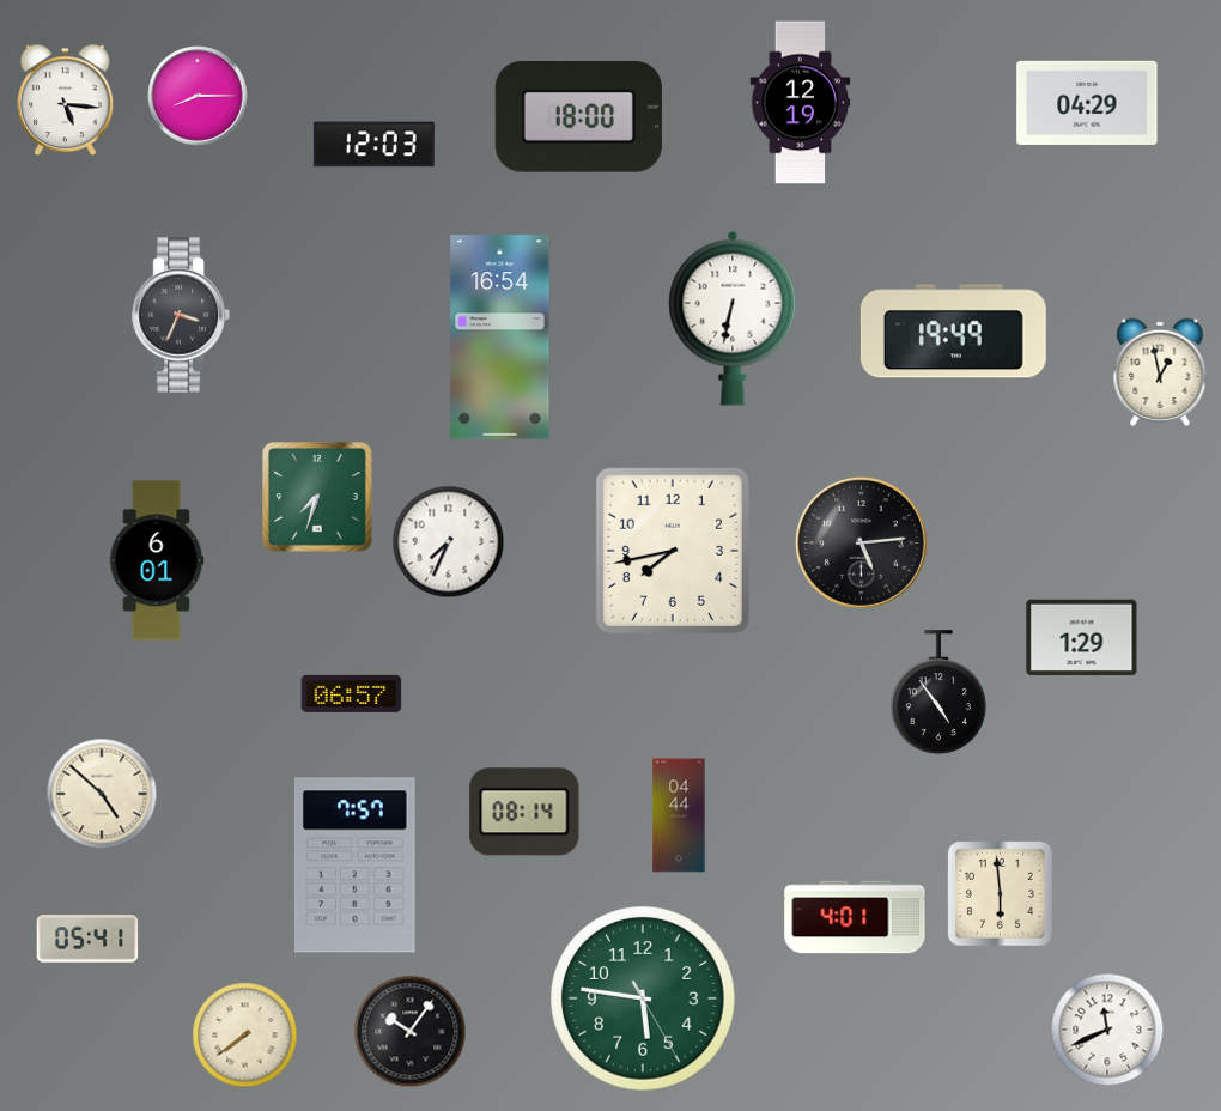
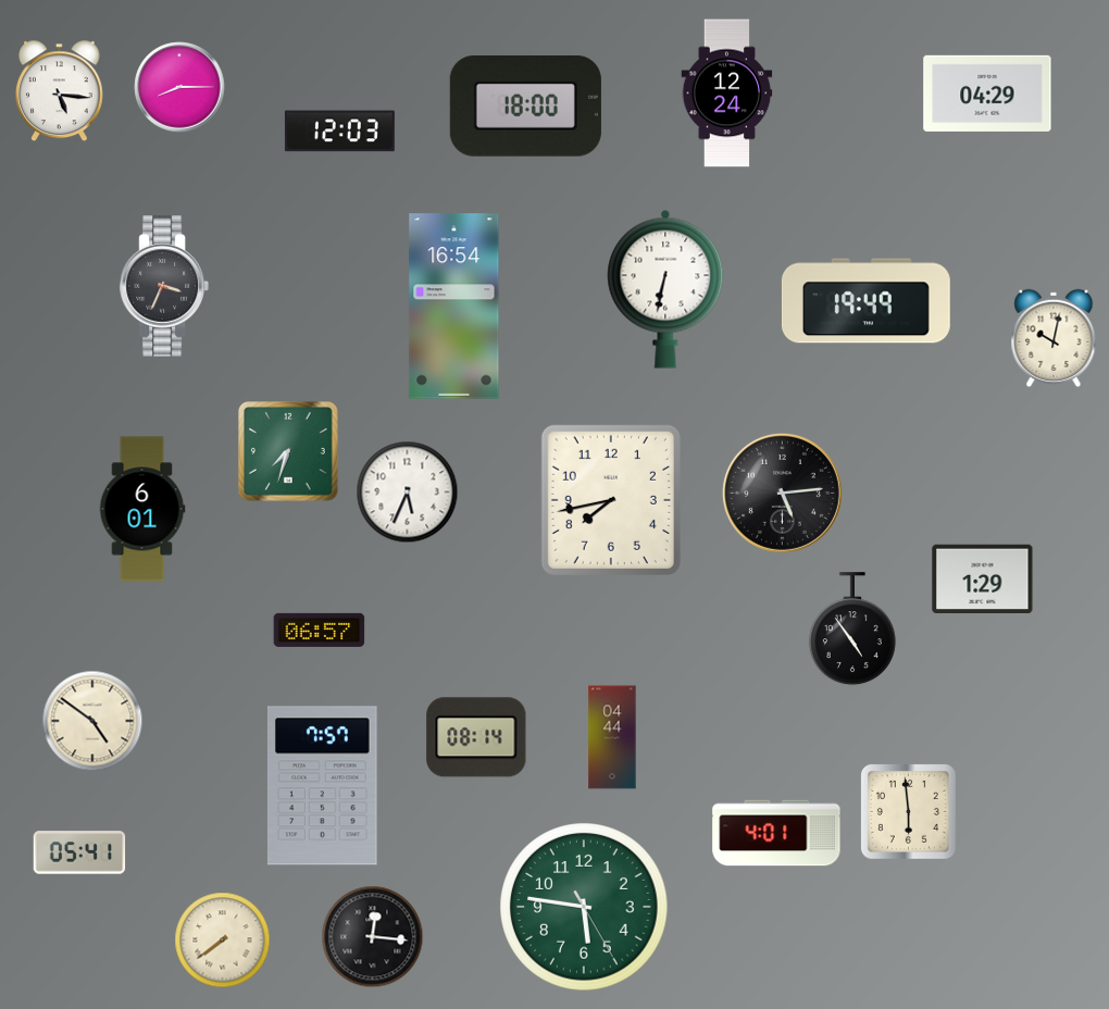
clock at (801, 103): 12:19 -> 12:24
clock at (1160, 372): 12:58 -> 10:02
clock at (449, 542): 7:34 -> 5:34
clock at (102, 794): 4:52 -> 4:51
clock at (679, 815) position: (679, 815) -> (612, 737)
clock at (1107, 1030): 11:41 -> none
clock at (411, 1032): 10:06 -> 12:16
